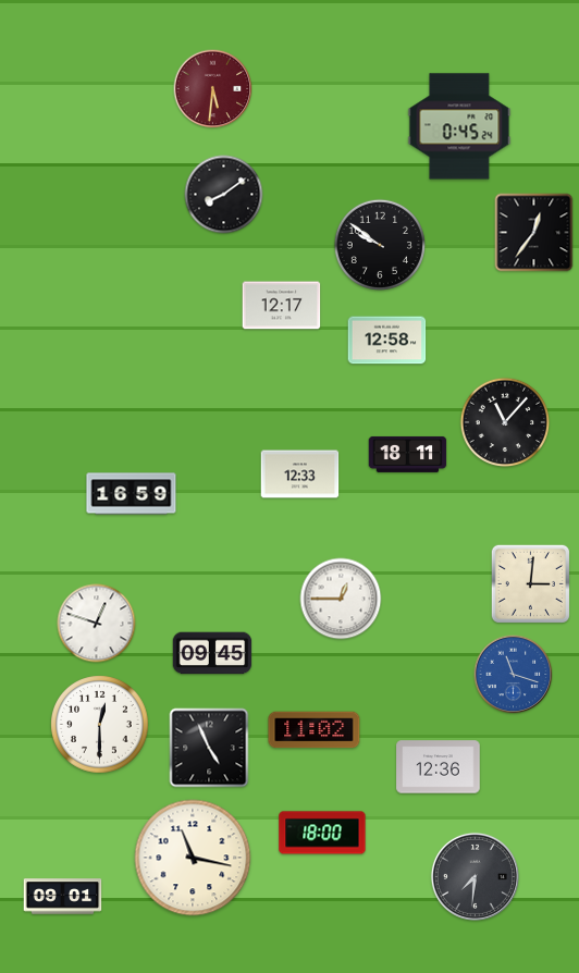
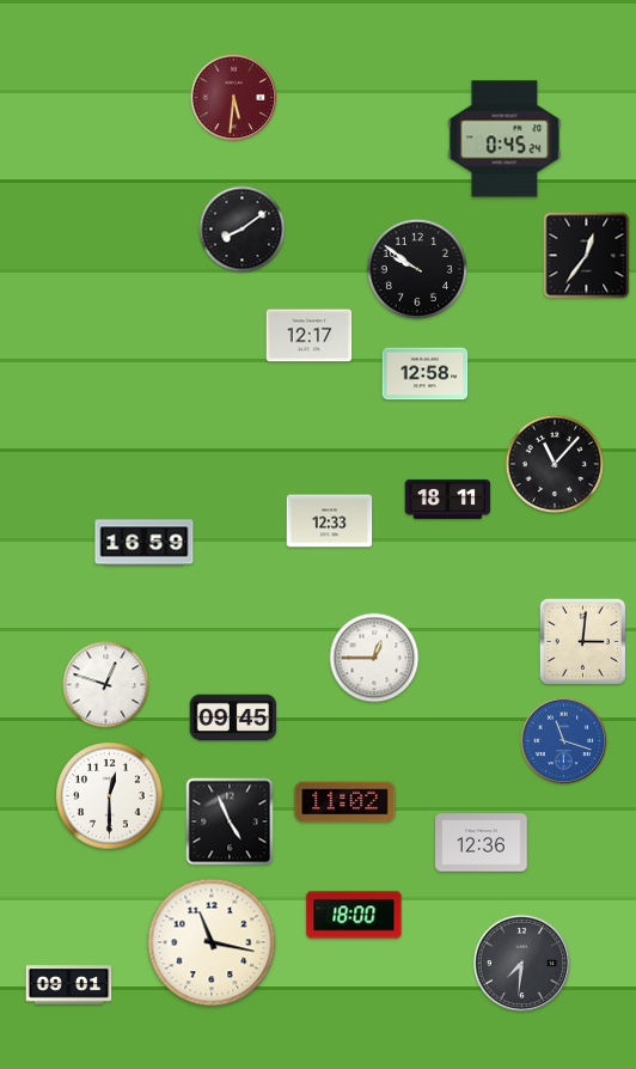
clock at (224, 195) position: (224, 195) -> (243, 230)
